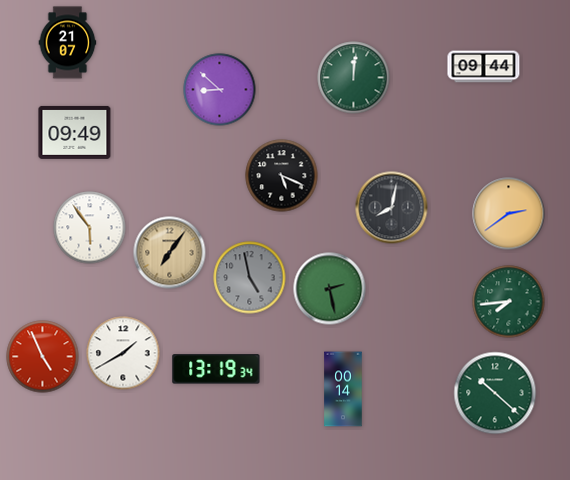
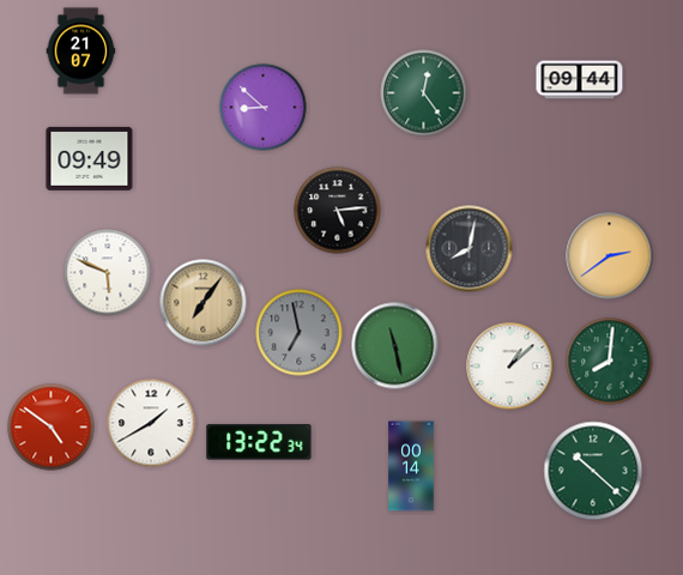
clock at (354, 78): 12:01 -> 12:24
clock at (282, 176): 5:19 -> 5:14
clock at (90, 228): 5:54 -> 5:49
clock at (250, 278): 4:58 -> 6:58
clock at (330, 289): 2:28 -> 11:28
clock at (509, 302): 7:44 -> 8:01
clock at (510, 367): none -> 1:08
clock at (123, 353) position: (123, 353) -> (151, 423)
clock at (43, 357): 4:56 -> 4:51
clock at (216, 369): 13:19 -> 13:22
